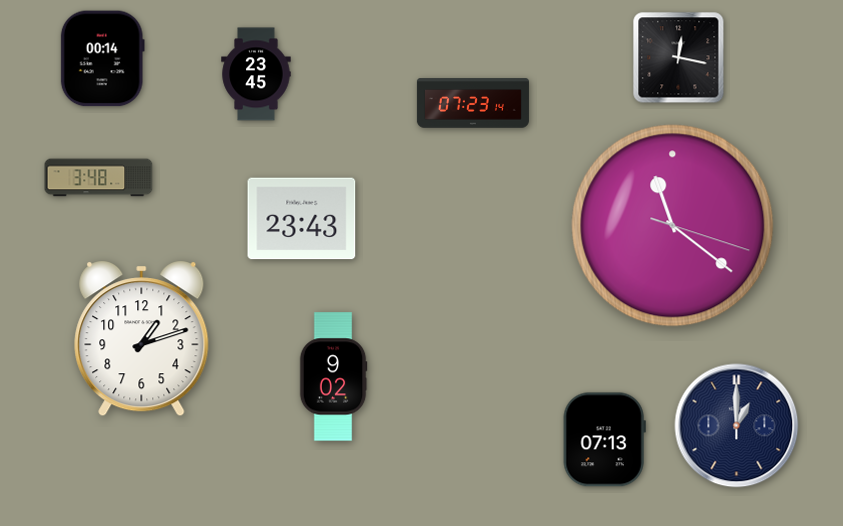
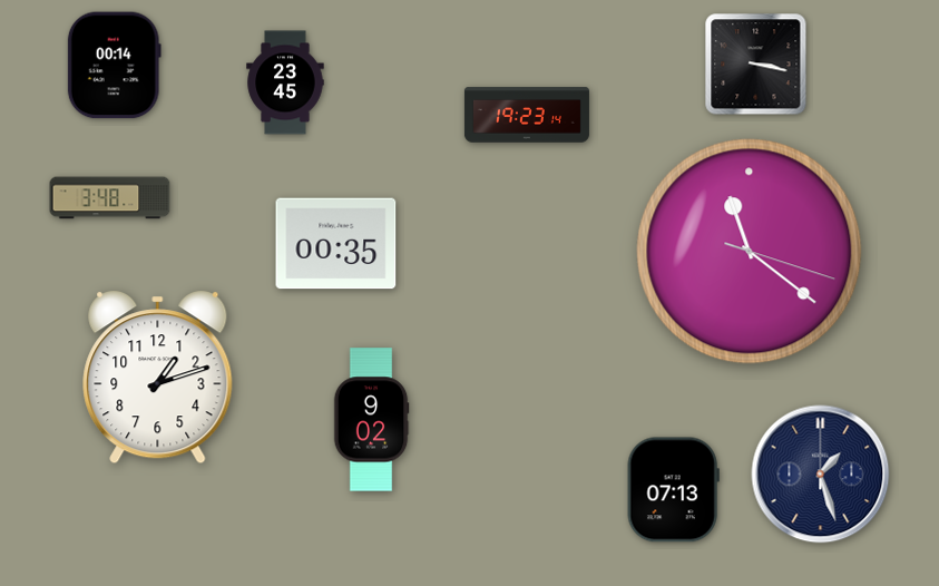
clock at (679, 58): 12:17 -> 3:17
clock at (473, 103): 07:23 -> 19:23
clock at (302, 219): 23:43 -> 00:35
clock at (737, 426): 1:00 -> 1:27
